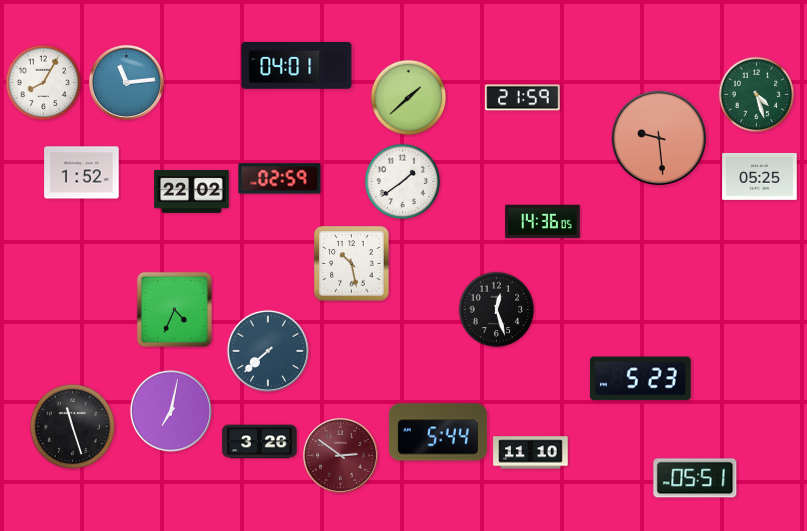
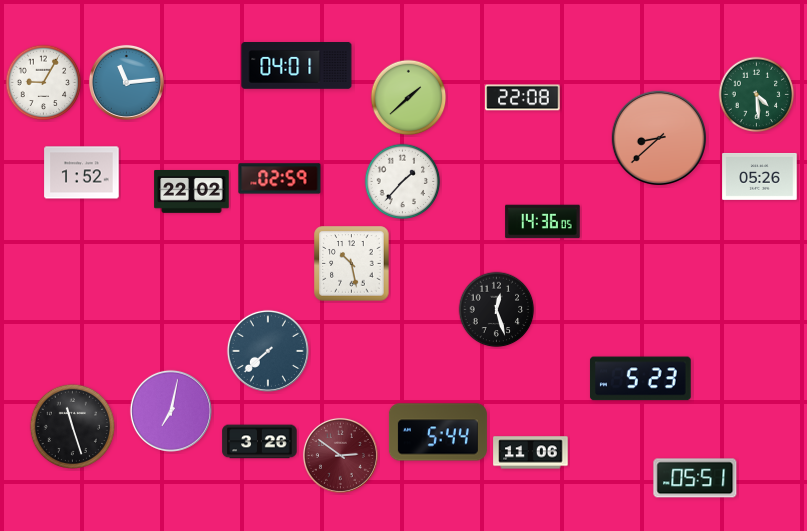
clock at (44, 83): 8:05 -> 9:05
clock at (757, 95): 4:27 -> 4:29
clock at (523, 98): 21:59 -> 22:08
clock at (658, 137): 9:29 -> 8:38
clock at (760, 176): 05:25 -> 05:26
clock at (403, 182): 1:39 -> 1:37
clock at (174, 309): 4:34 -> none
clock at (531, 453): 11:10 -> 11:06
